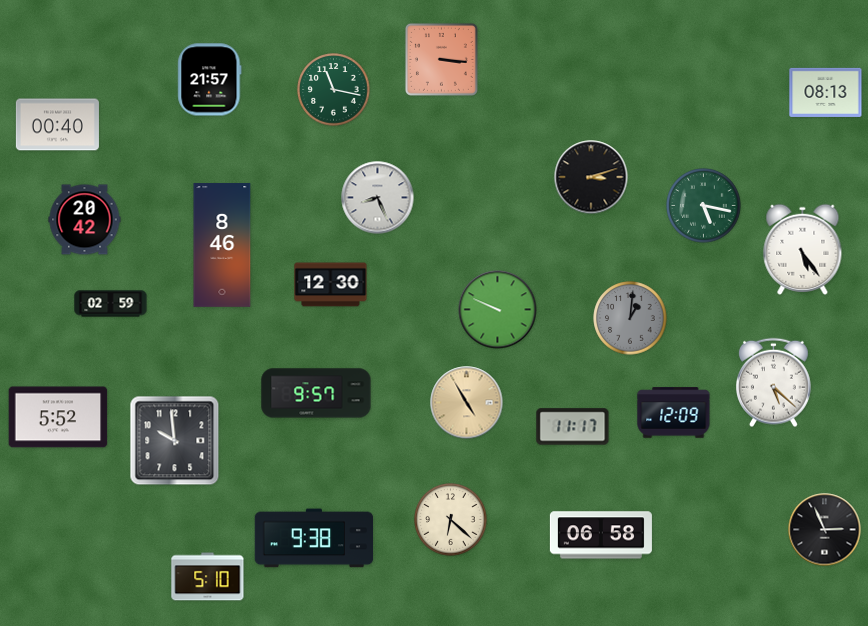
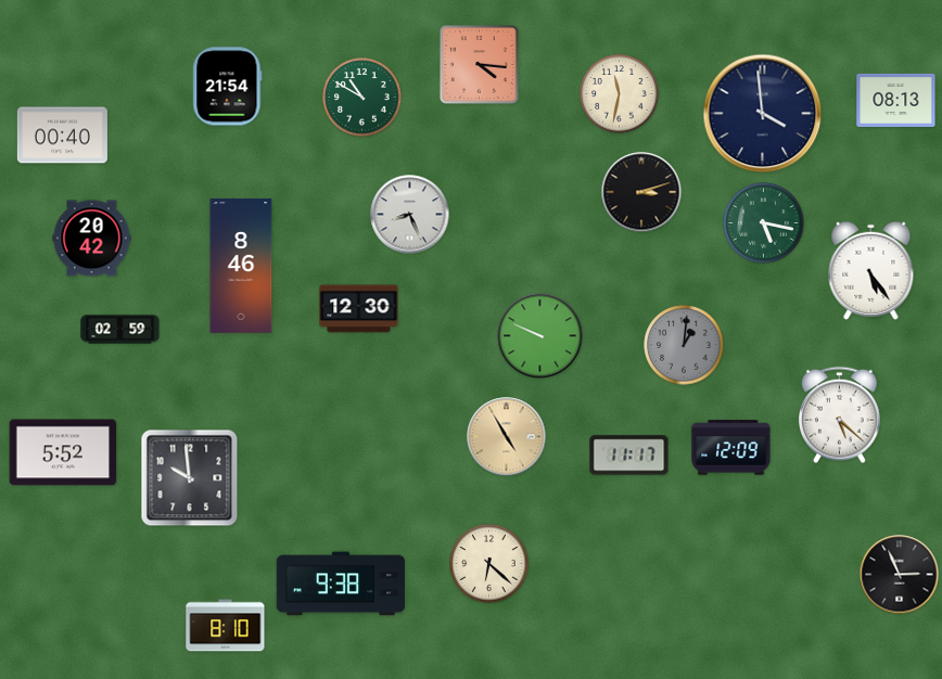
clock at (441, 59): 3:16 -> 4:16
clock at (210, 80): 21:57 -> 21:54
clock at (620, 94): none -> 11:32
clock at (334, 90): 11:17 -> 10:50
clock at (763, 114): none -> 3:59
clock at (316, 393): 9:57 -> none
clock at (573, 427) position: (573, 427) -> (629, 456)
clock at (825, 530) position: (825, 530) -> (900, 575)
clock at (601, 535): 06:58 -> none
clock at (208, 577): 5:10 -> 8:10
